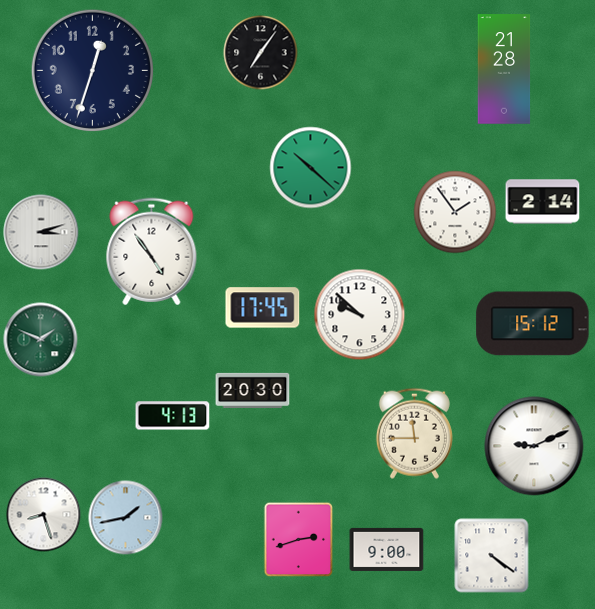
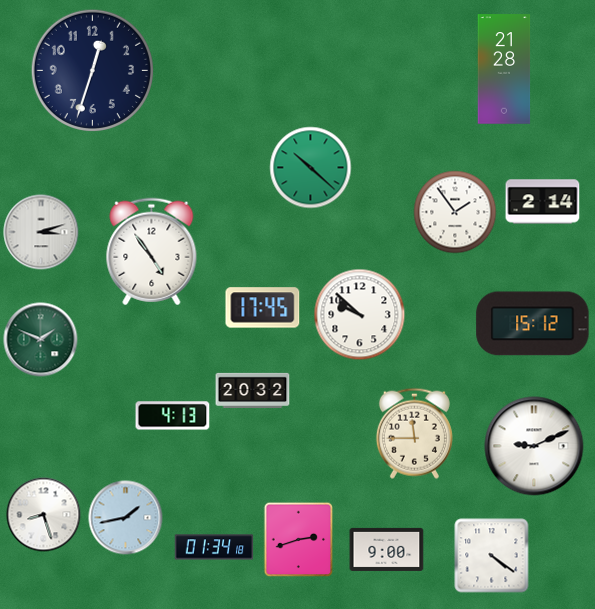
clock at (261, 53): 7:06 -> none
clock at (253, 390): 20:30 -> 20:32
clock at (214, 547): none -> 01:34
